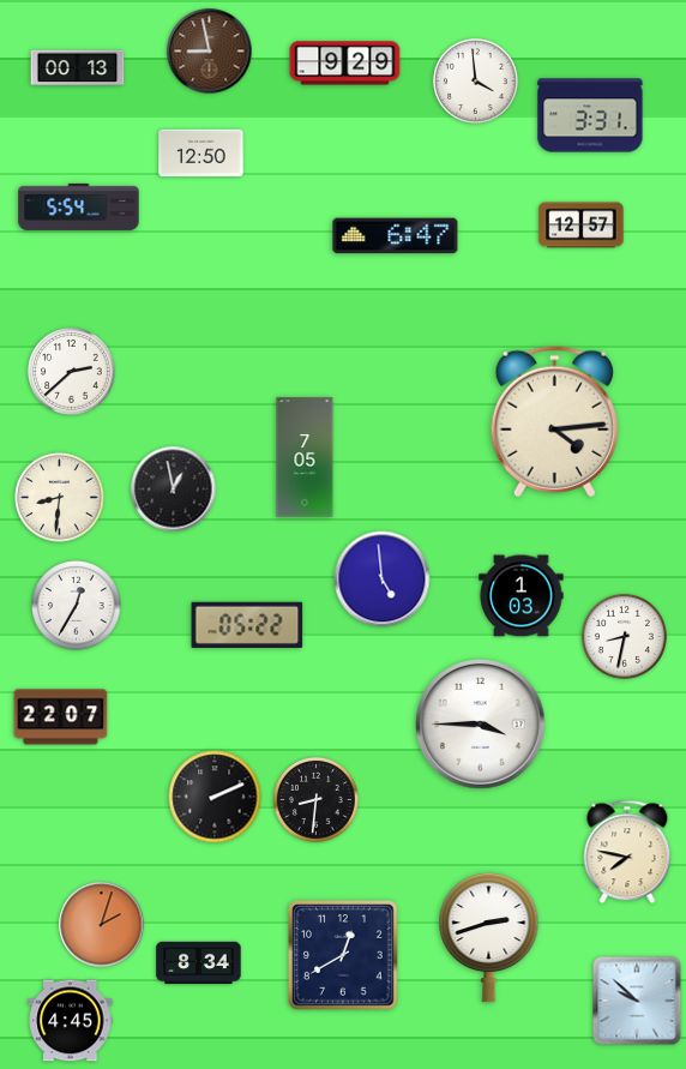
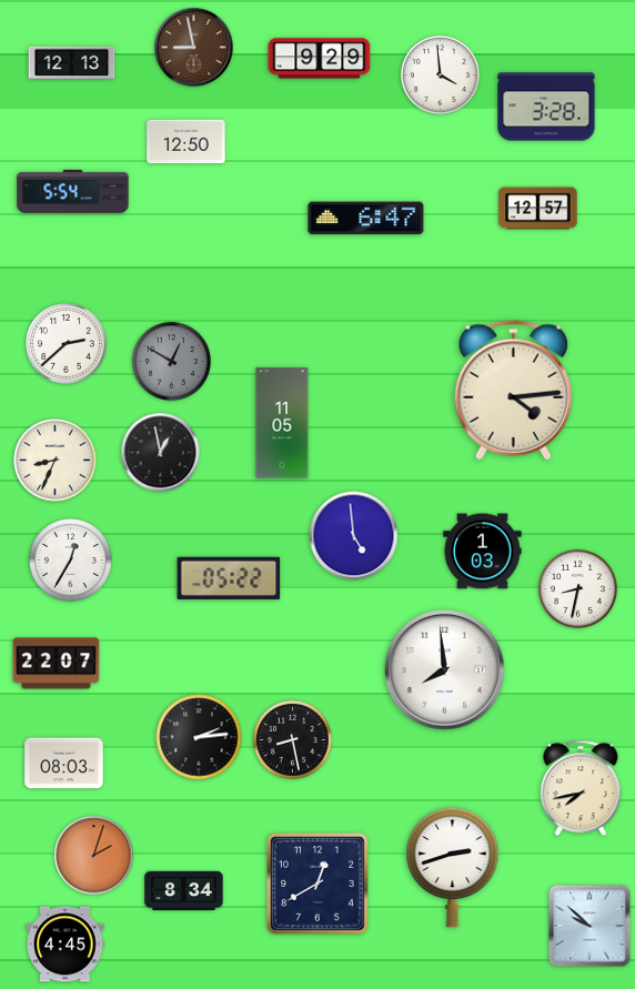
clock at (78, 68): 00:13 -> 12:13
clock at (590, 115): 3:31 -> 3:28
clock at (171, 361): none -> 12:50
clock at (305, 457): 7:05 -> 11:05
clock at (60, 498): 8:31 -> 8:34
clock at (481, 725): 3:45 -> 7:59
clock at (215, 797): 2:11 -> 2:14
clock at (315, 799): 8:31 -> 8:28
clock at (64, 764): none -> 08:03
clock at (627, 852): 7:47 -> 7:43
